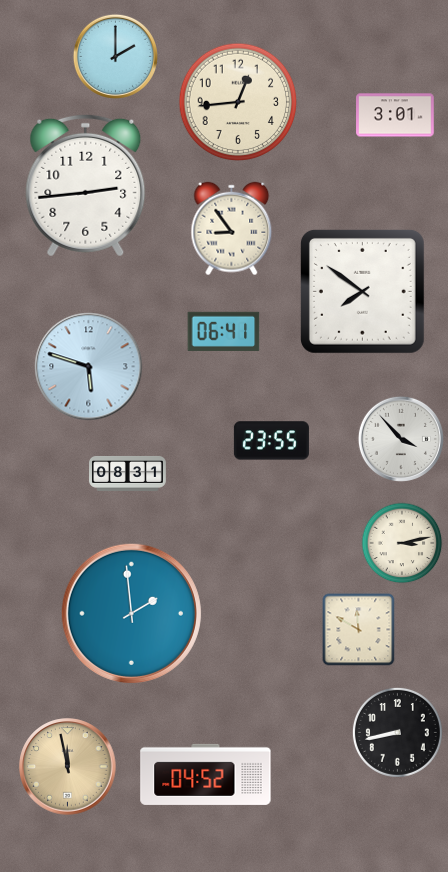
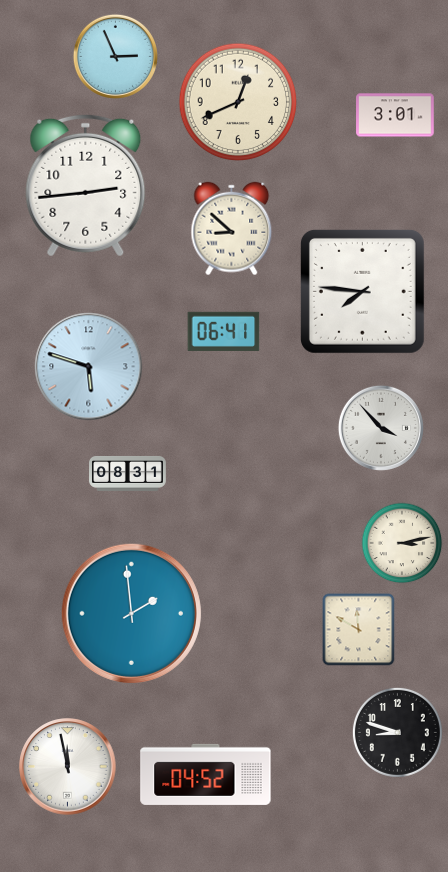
clock at (115, 56): 2:00 -> 2:56
clock at (238, 102): 12:44 -> 12:41
clock at (232, 229): 8:54 -> 8:52
clock at (362, 291): 7:51 -> 7:46
clock at (401, 439) position: (401, 439) -> (381, 428)
clock at (271, 441): 23:55 -> none
clock at (397, 732): 8:43 -> 8:48
clock at (68, 767) dial: champagne -> white
